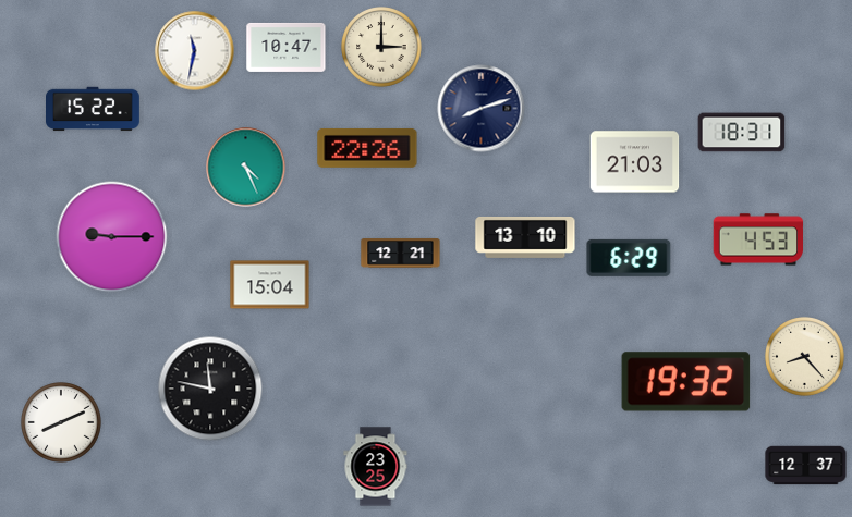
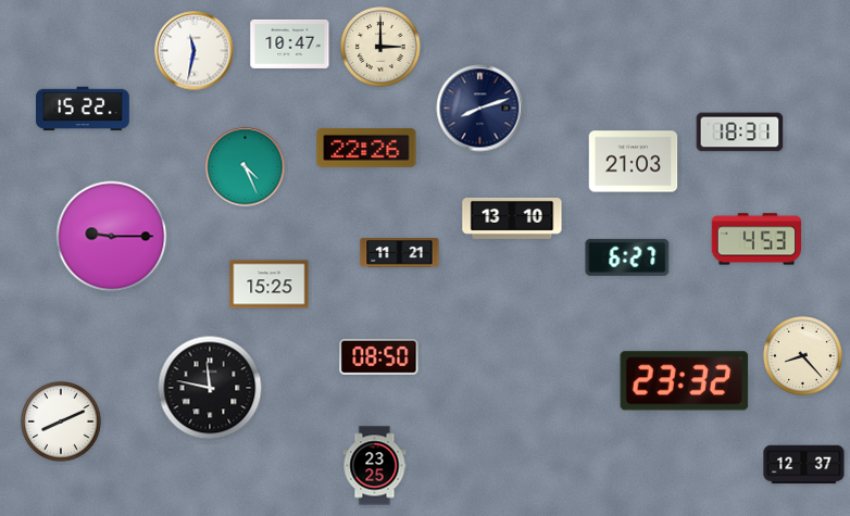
clock at (287, 47) position: (287, 47) -> (290, 43)
clock at (94, 109) position: (94, 109) -> (84, 109)
clock at (525, 237) position: (525, 237) -> (512, 218)
clock at (401, 254): 12:21 -> 11:21
clock at (629, 258): 6:29 -> 6:27
clock at (270, 285): 15:04 -> 15:25
clock at (379, 356): none -> 08:50
clock at (686, 382): 19:32 -> 23:32
